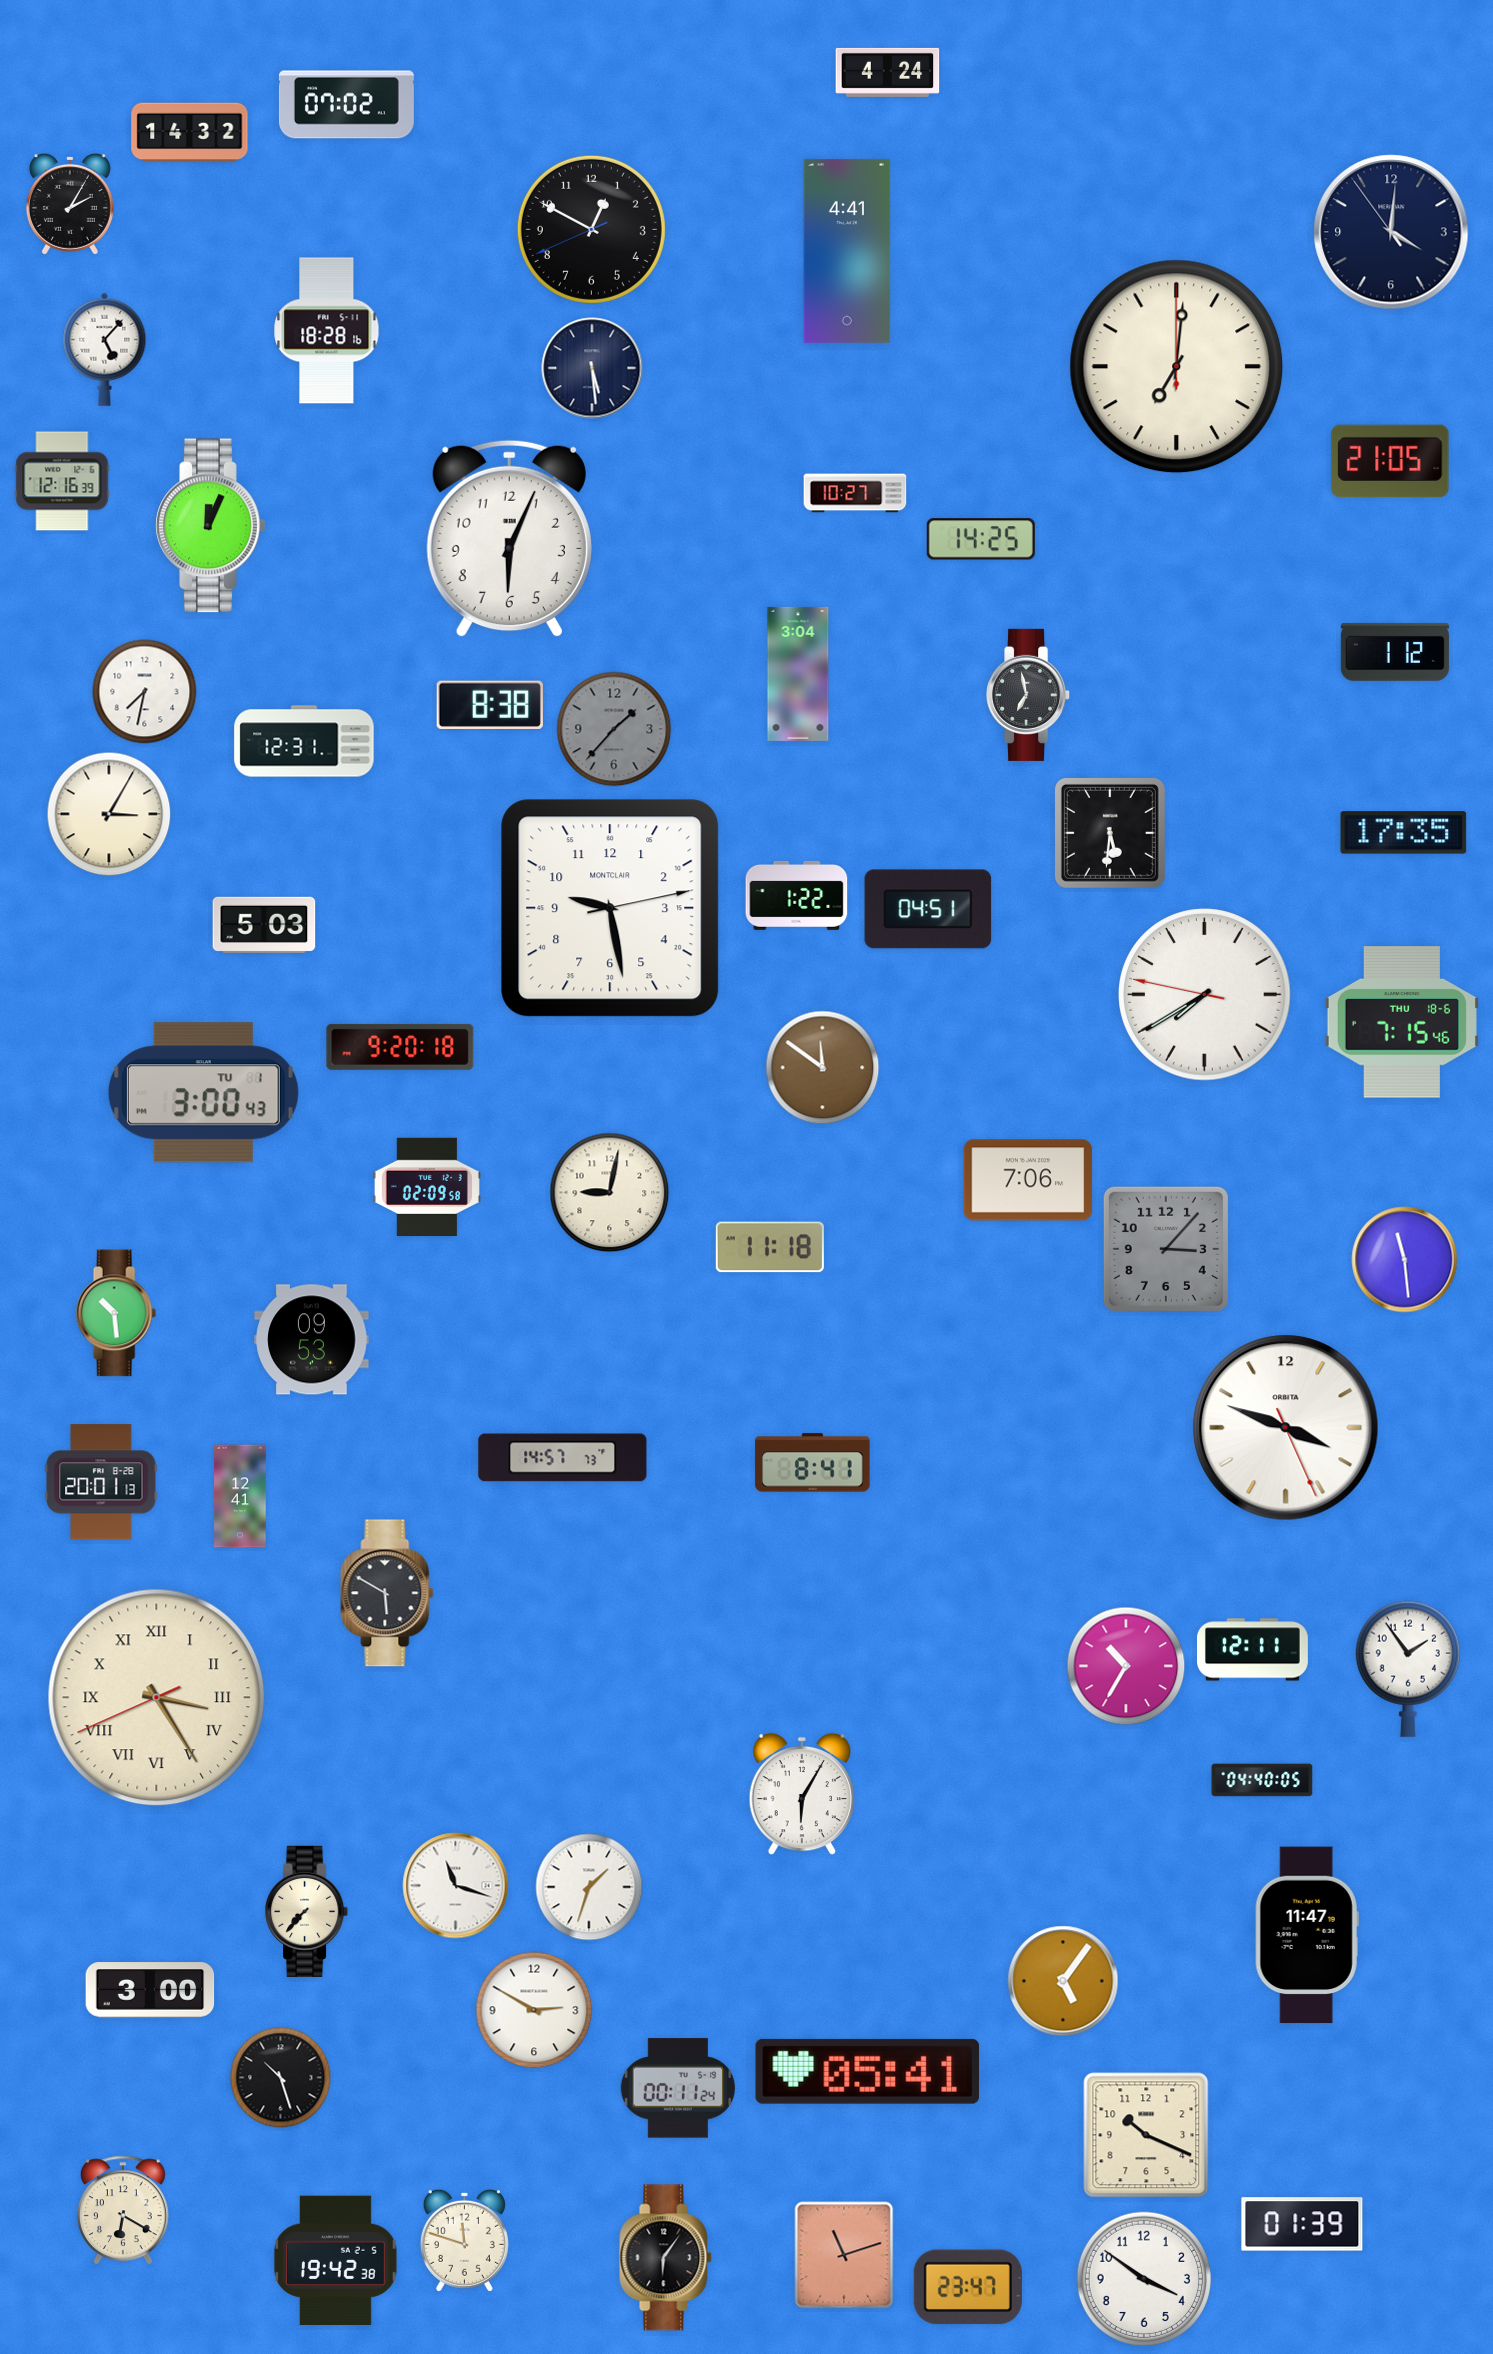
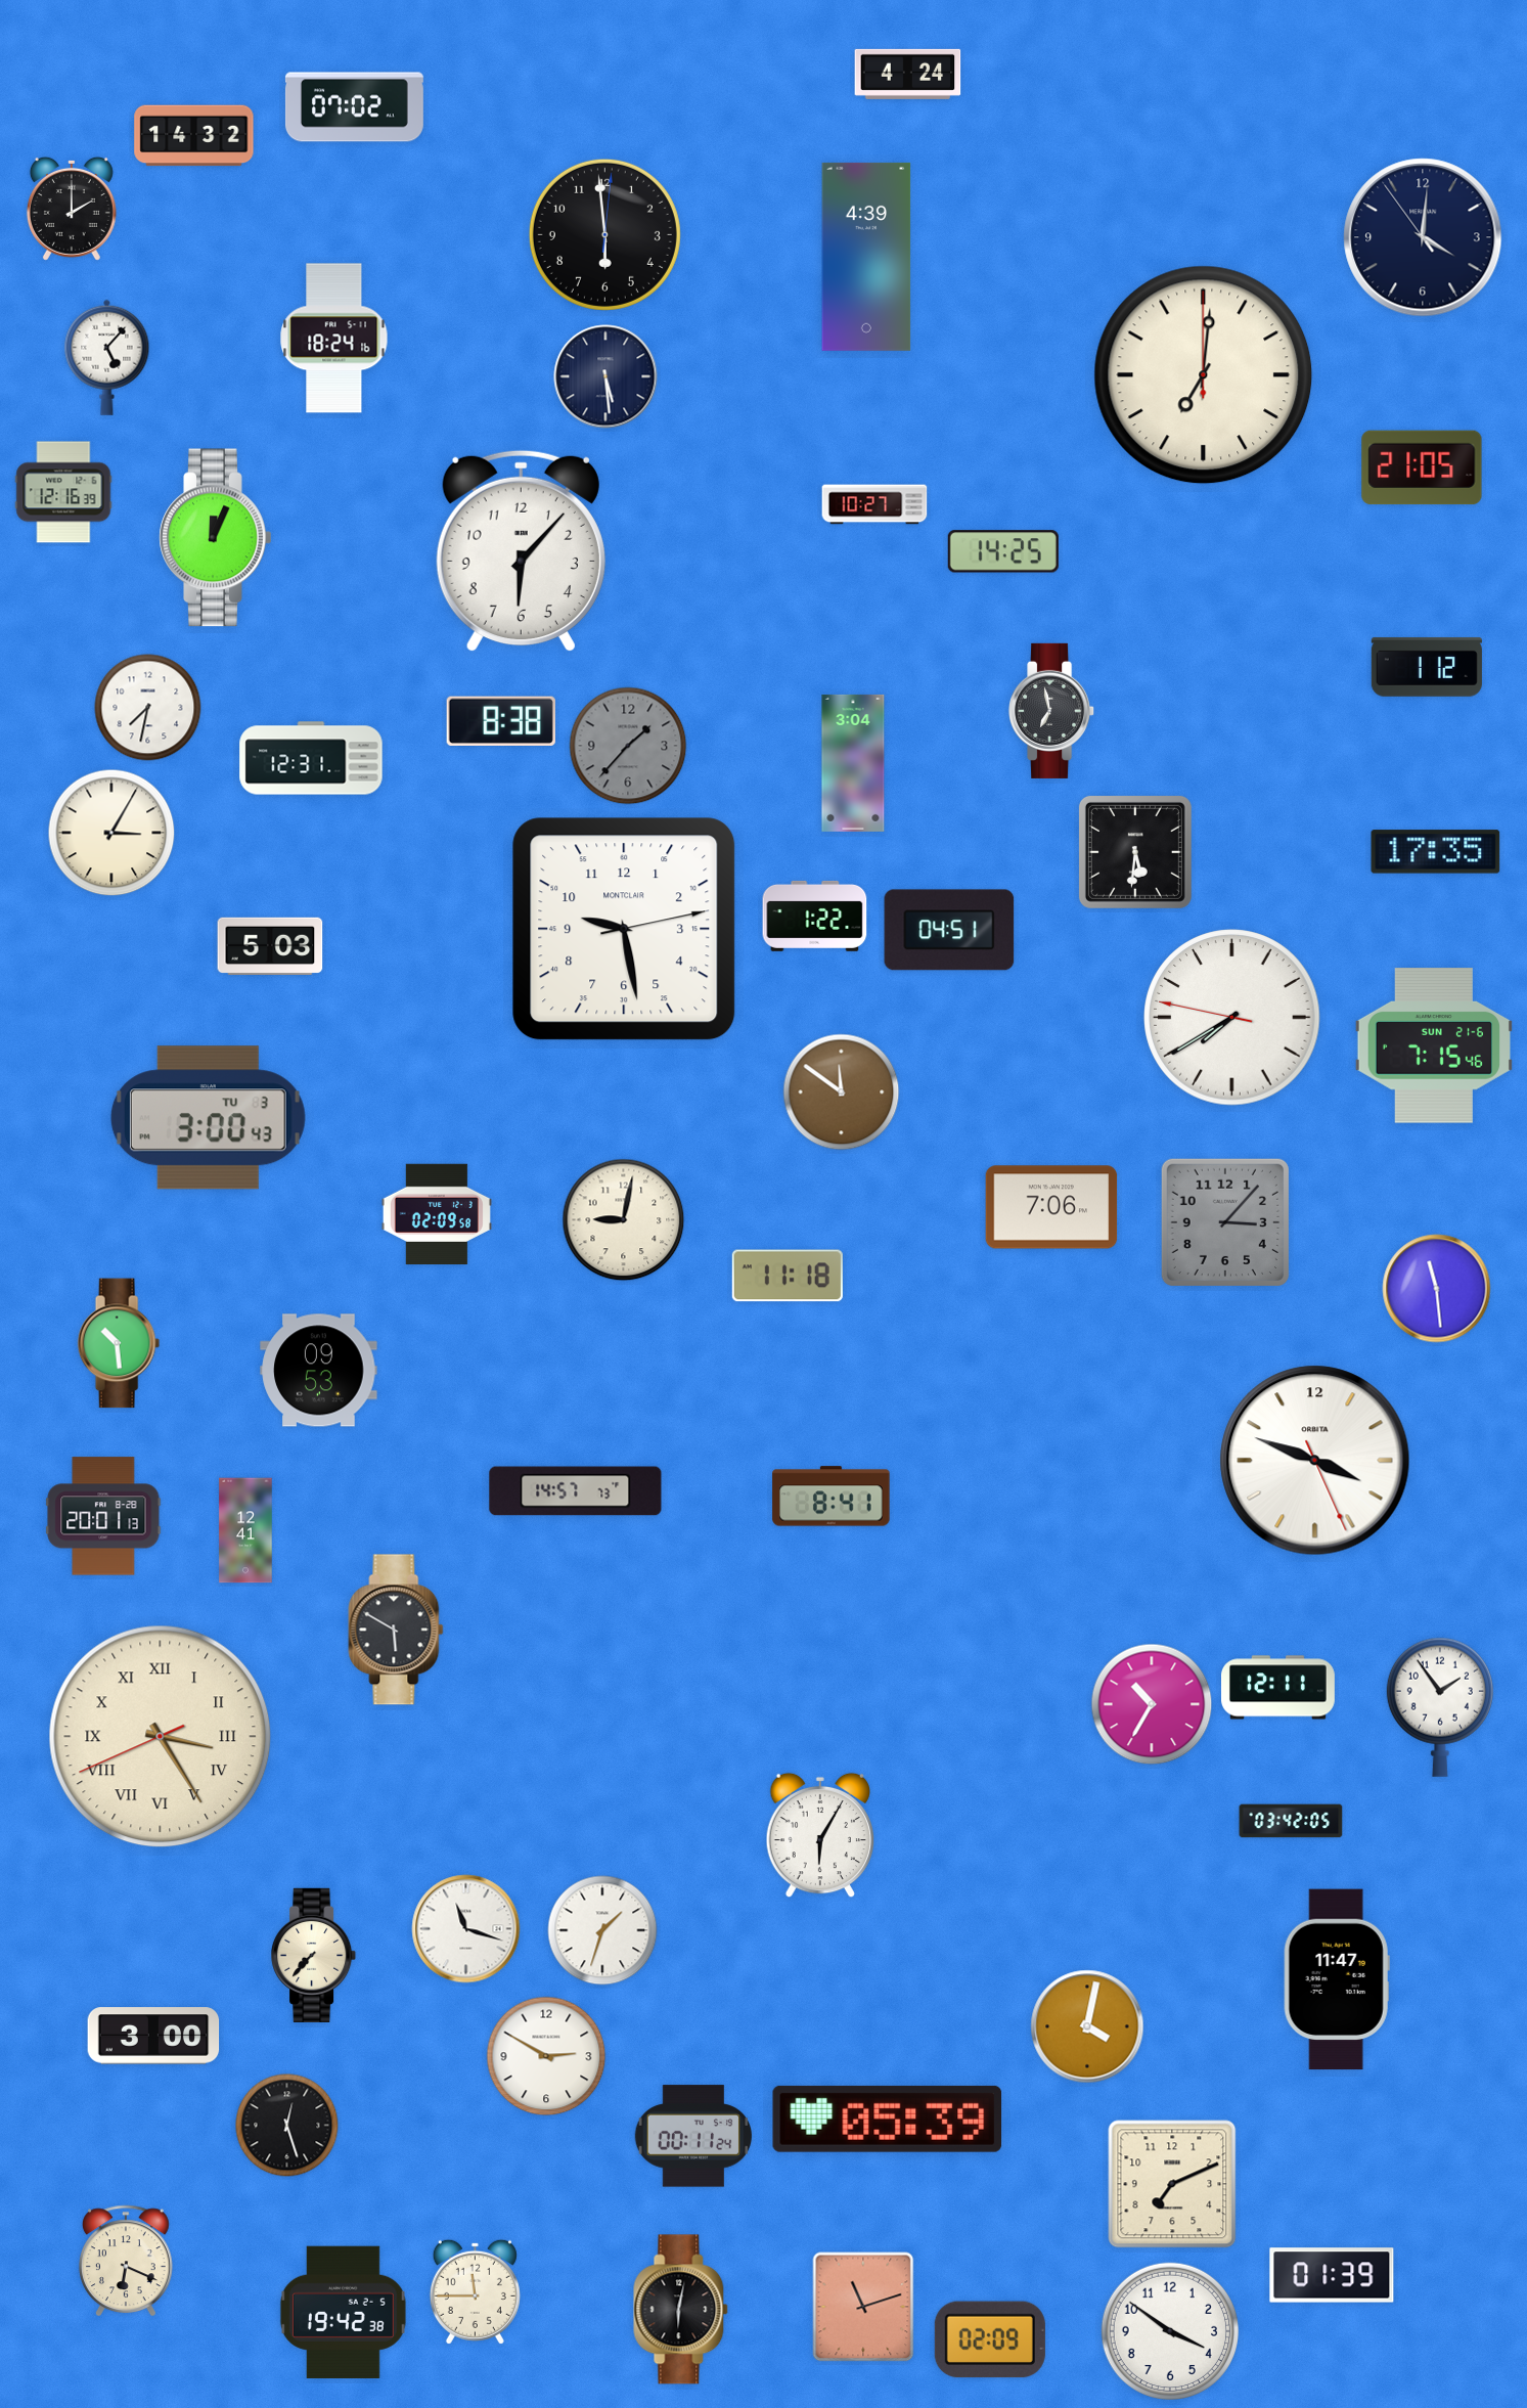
clock at (70, 204): 2:05 -> 2:00
clock at (591, 229): 12:49 -> 5:59
clock at (847, 251): 4:41 -> 4:39
clock at (327, 331): 18:28 -> 18:24
clock at (1390, 461) position: (1390, 461) -> (1422, 467)
clock at (509, 539): 6:04 -> 6:07
clock at (798, 674) position: (798, 674) -> (853, 763)
clock at (1402, 1022) date: THU 18-6 -> SUN 21-6
clock at (400, 1047): 9:20 -> none
clock at (203, 1093) date: TU 1 -> TU 3
clock at (1166, 1249) position: (1166, 1249) -> (1225, 1222)
clock at (1252, 1650) position: (1252, 1650) -> (1277, 1688)
clock at (1262, 1780): 04:40 -> 03:42
clock at (1063, 1981): 5:06 -> 4:02
clock at (868, 2071): 05:41 -> 05:39
clock at (281, 2078): 10:27 -> 12:27
clock at (1146, 2135): 10:19 -> 7:11
clock at (123, 2210): 6:20 -> 6:19
clock at (464, 2240): 11:48 -> 11:45
clock at (666, 2258): 6:06 -> 6:02
clock at (968, 2287): 23:47 -> 02:09
